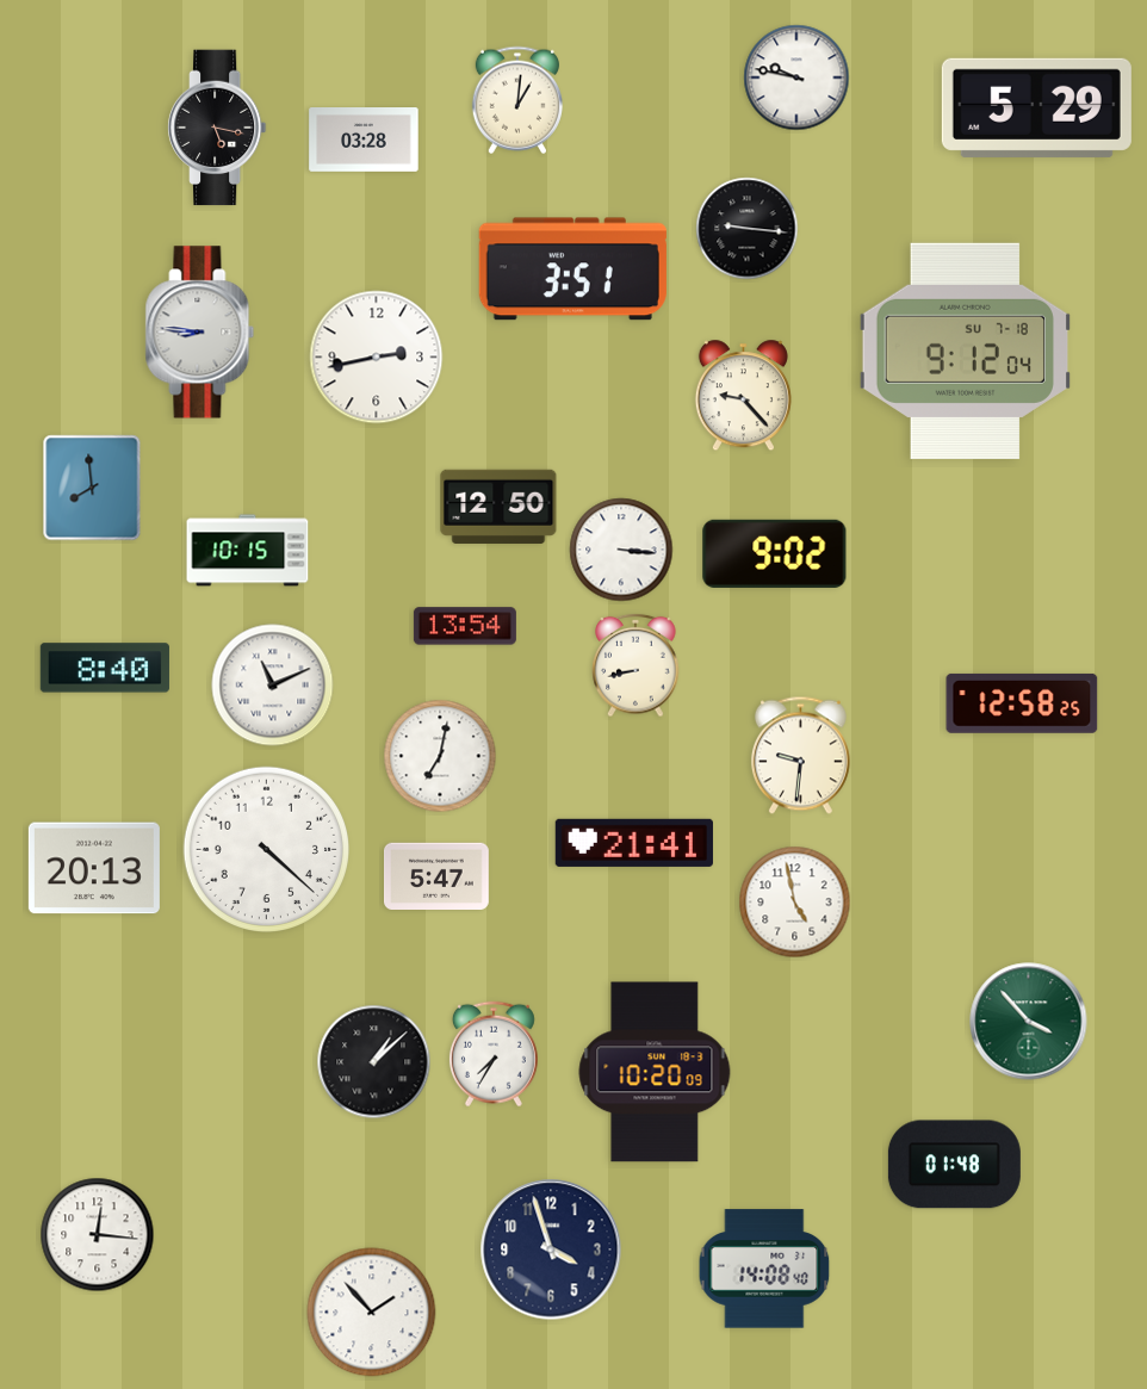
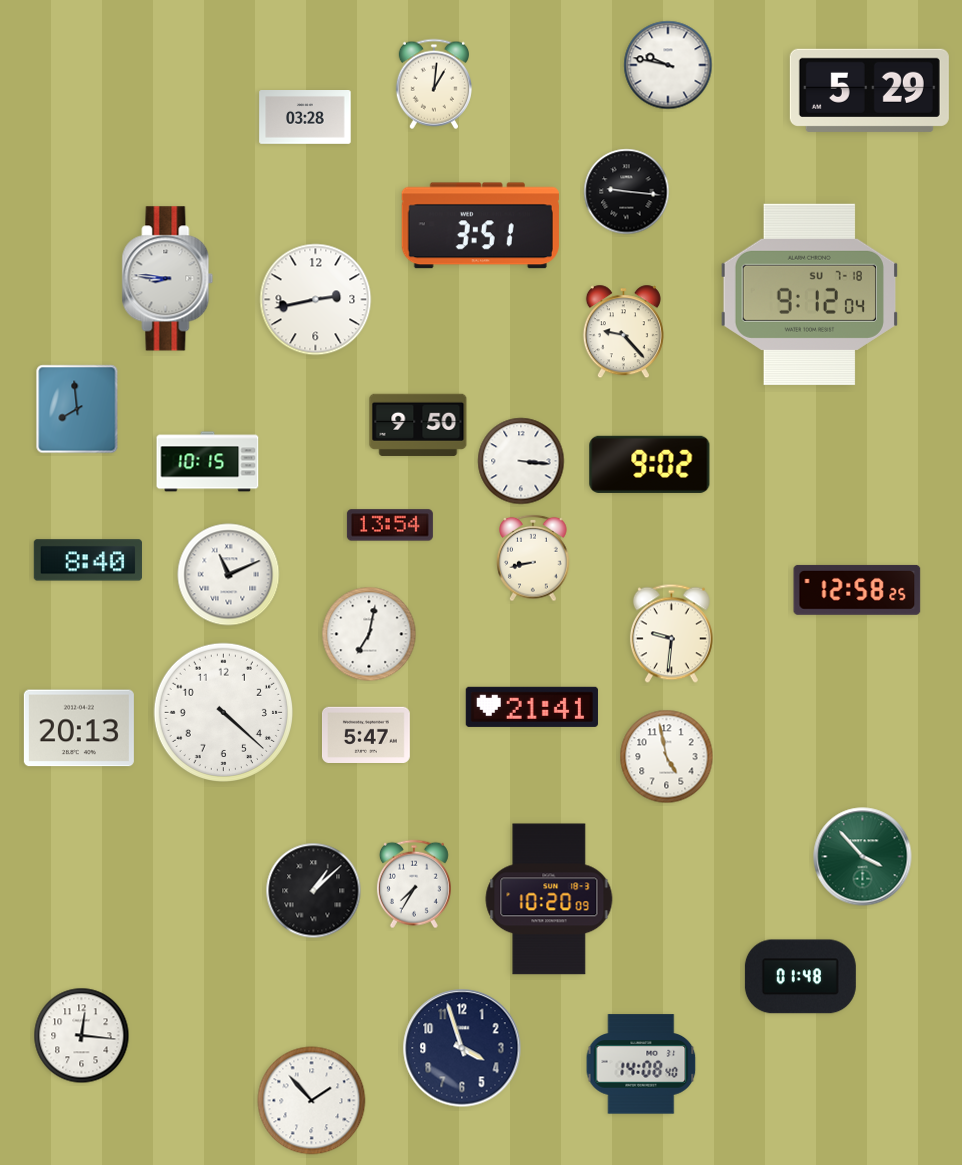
clock at (217, 128): 5:17 -> none
clock at (498, 507): 12:50 -> 9:50
